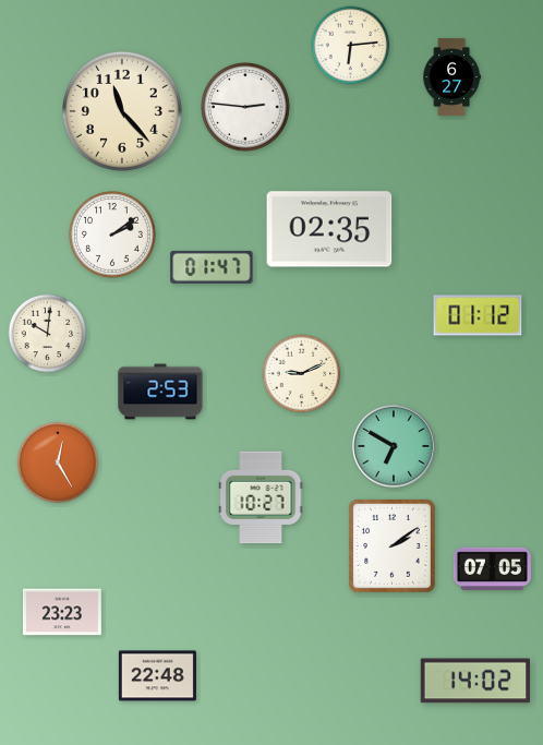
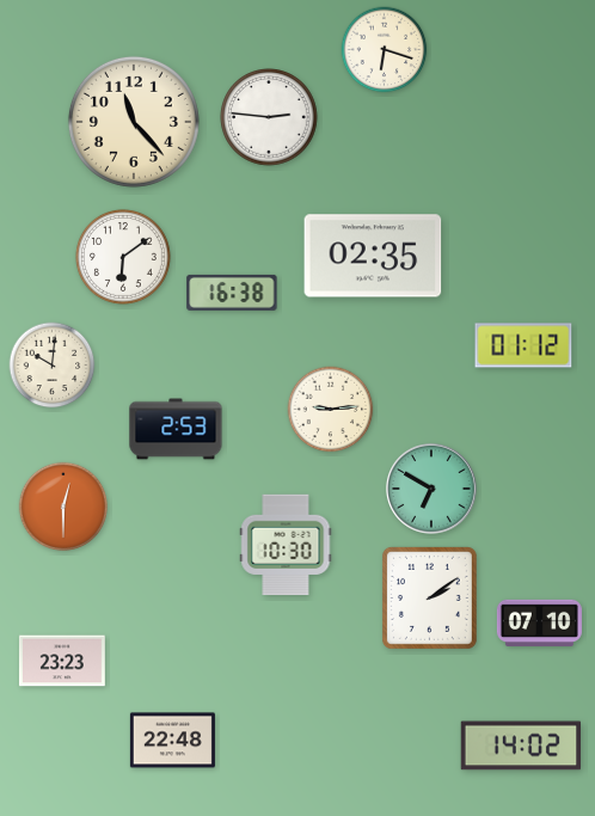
clock at (351, 46): 6:14 -> 6:18
clock at (451, 76): 6:27 -> none
clock at (329, 229) position: (329, 229) -> (373, 256)
clock at (112, 235): 2:09 -> 6:09
clock at (212, 267): 01:47 -> 16:38
clock at (302, 374): 9:11 -> 9:14
clock at (58, 462): 12:25 -> 12:30
clock at (261, 497): 10:27 -> 10:30
clock at (492, 568): 07:05 -> 07:10
clock at (62, 612) position: (62, 612) -> (62, 661)
